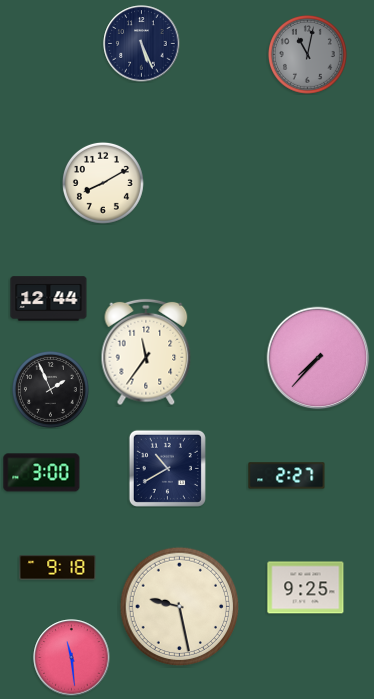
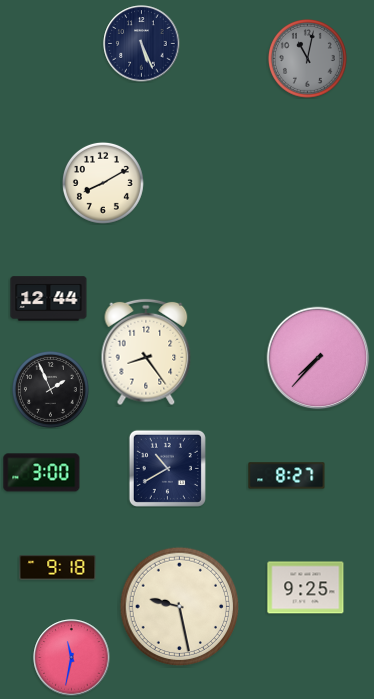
clock at (307, 54) position: (307, 54) -> (307, 58)
clock at (146, 352): 11:36 -> 8:24
clock at (287, 476): 2:27 -> 8:27
clock at (72, 658): 11:29 -> 11:32
